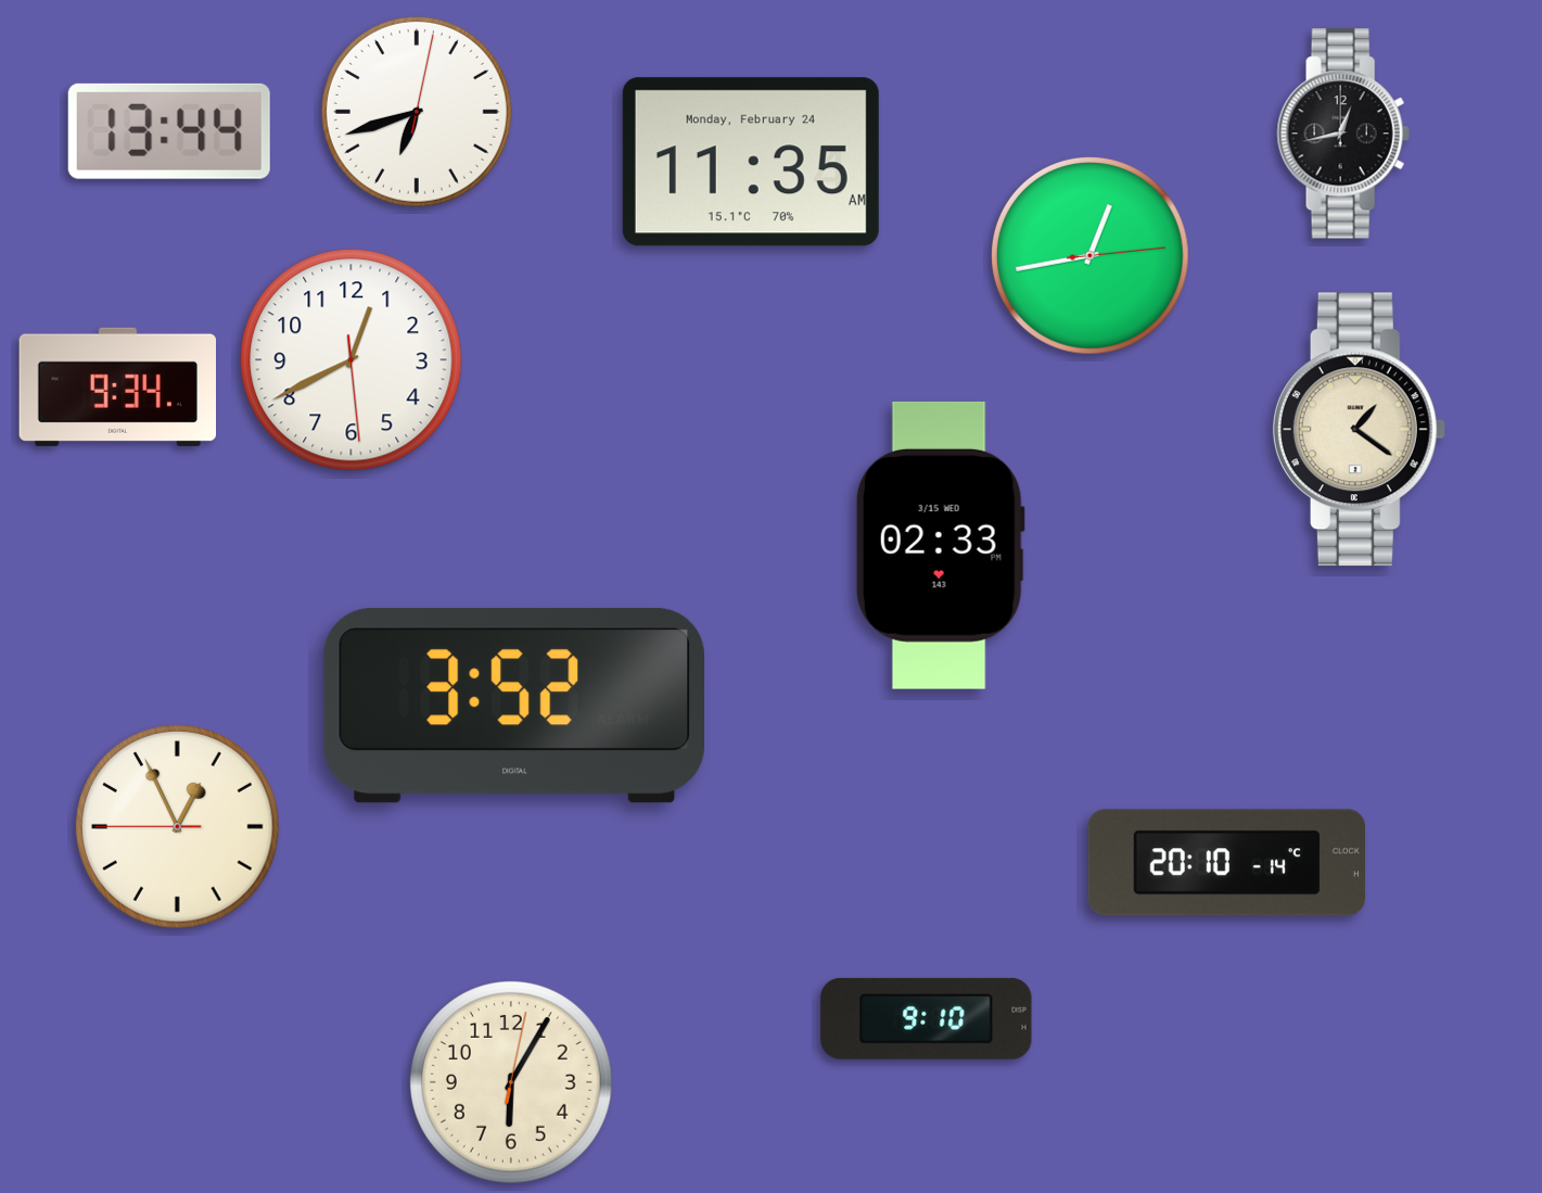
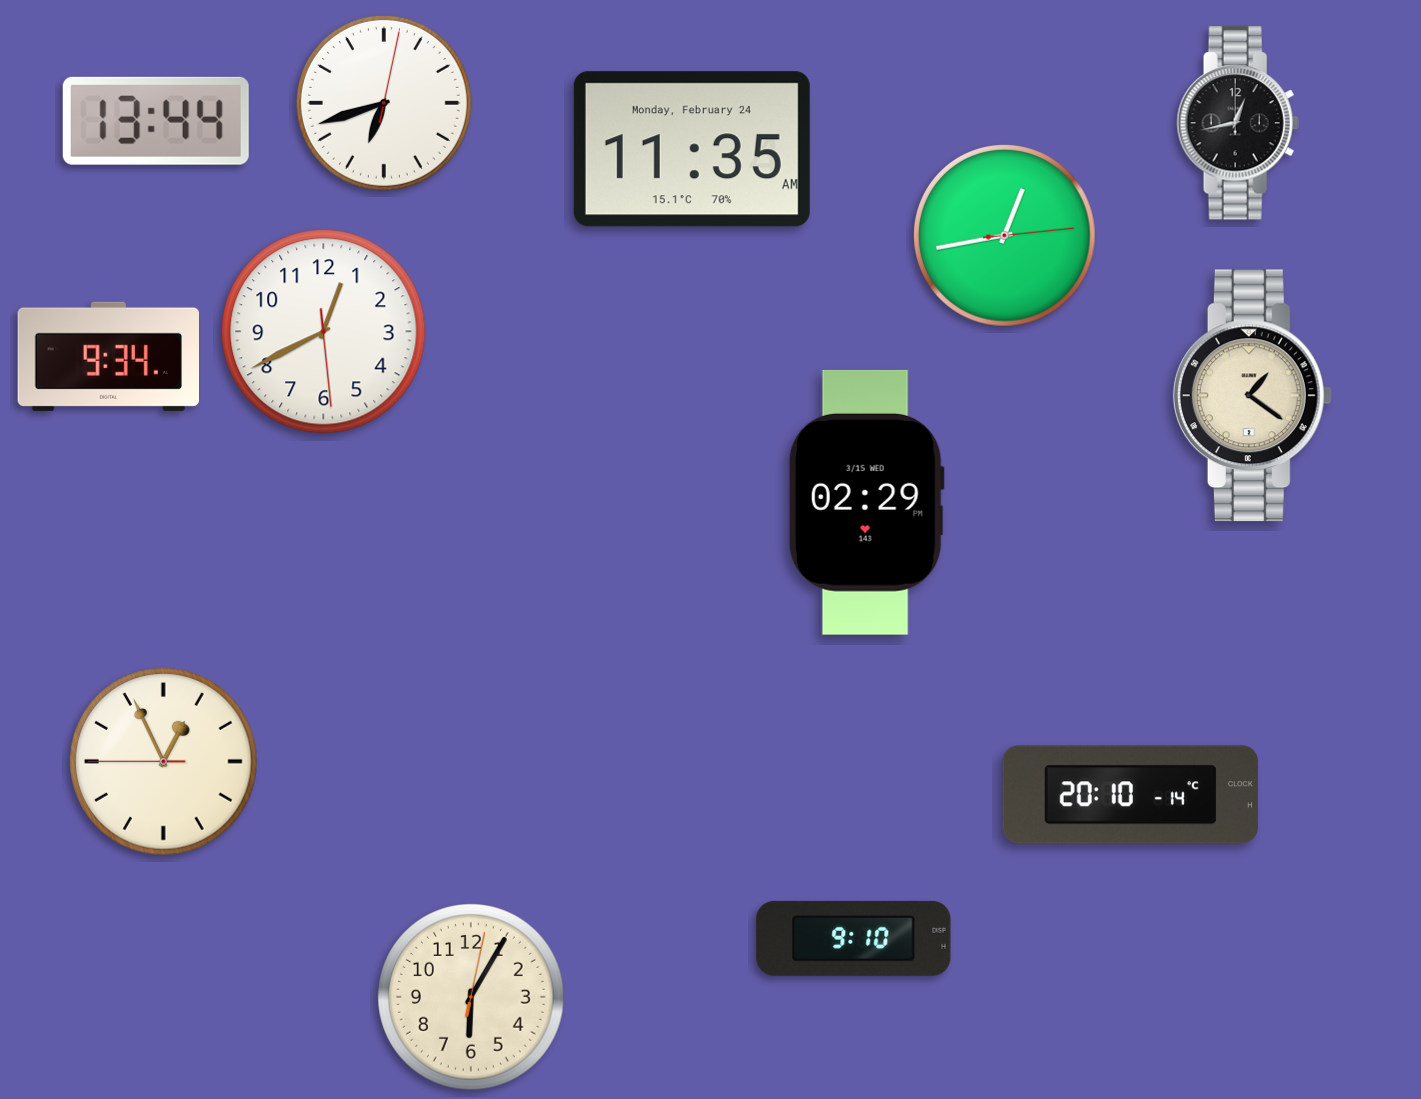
clock at (940, 545): 02:33 -> 02:29
clock at (513, 706): 3:52 -> none
